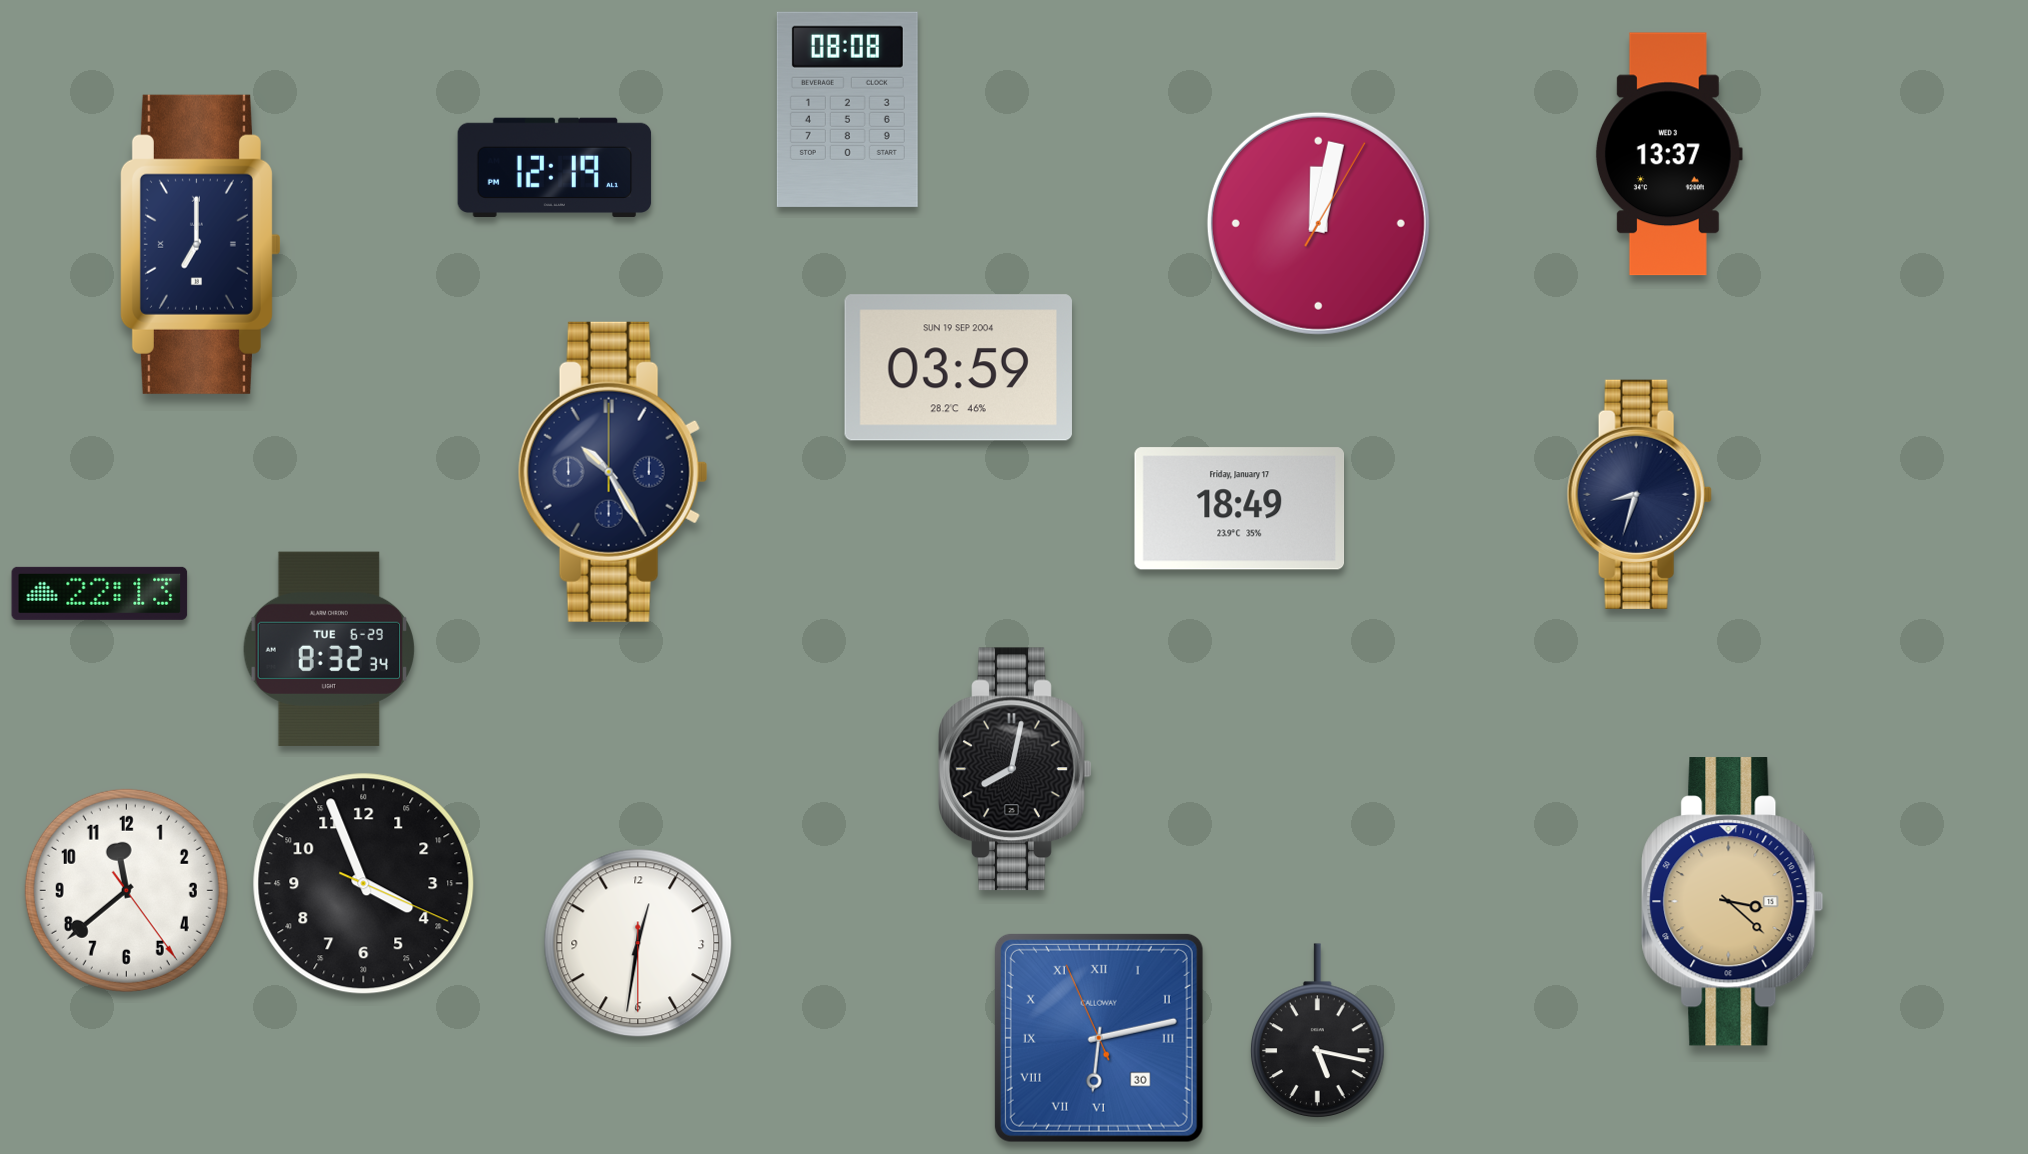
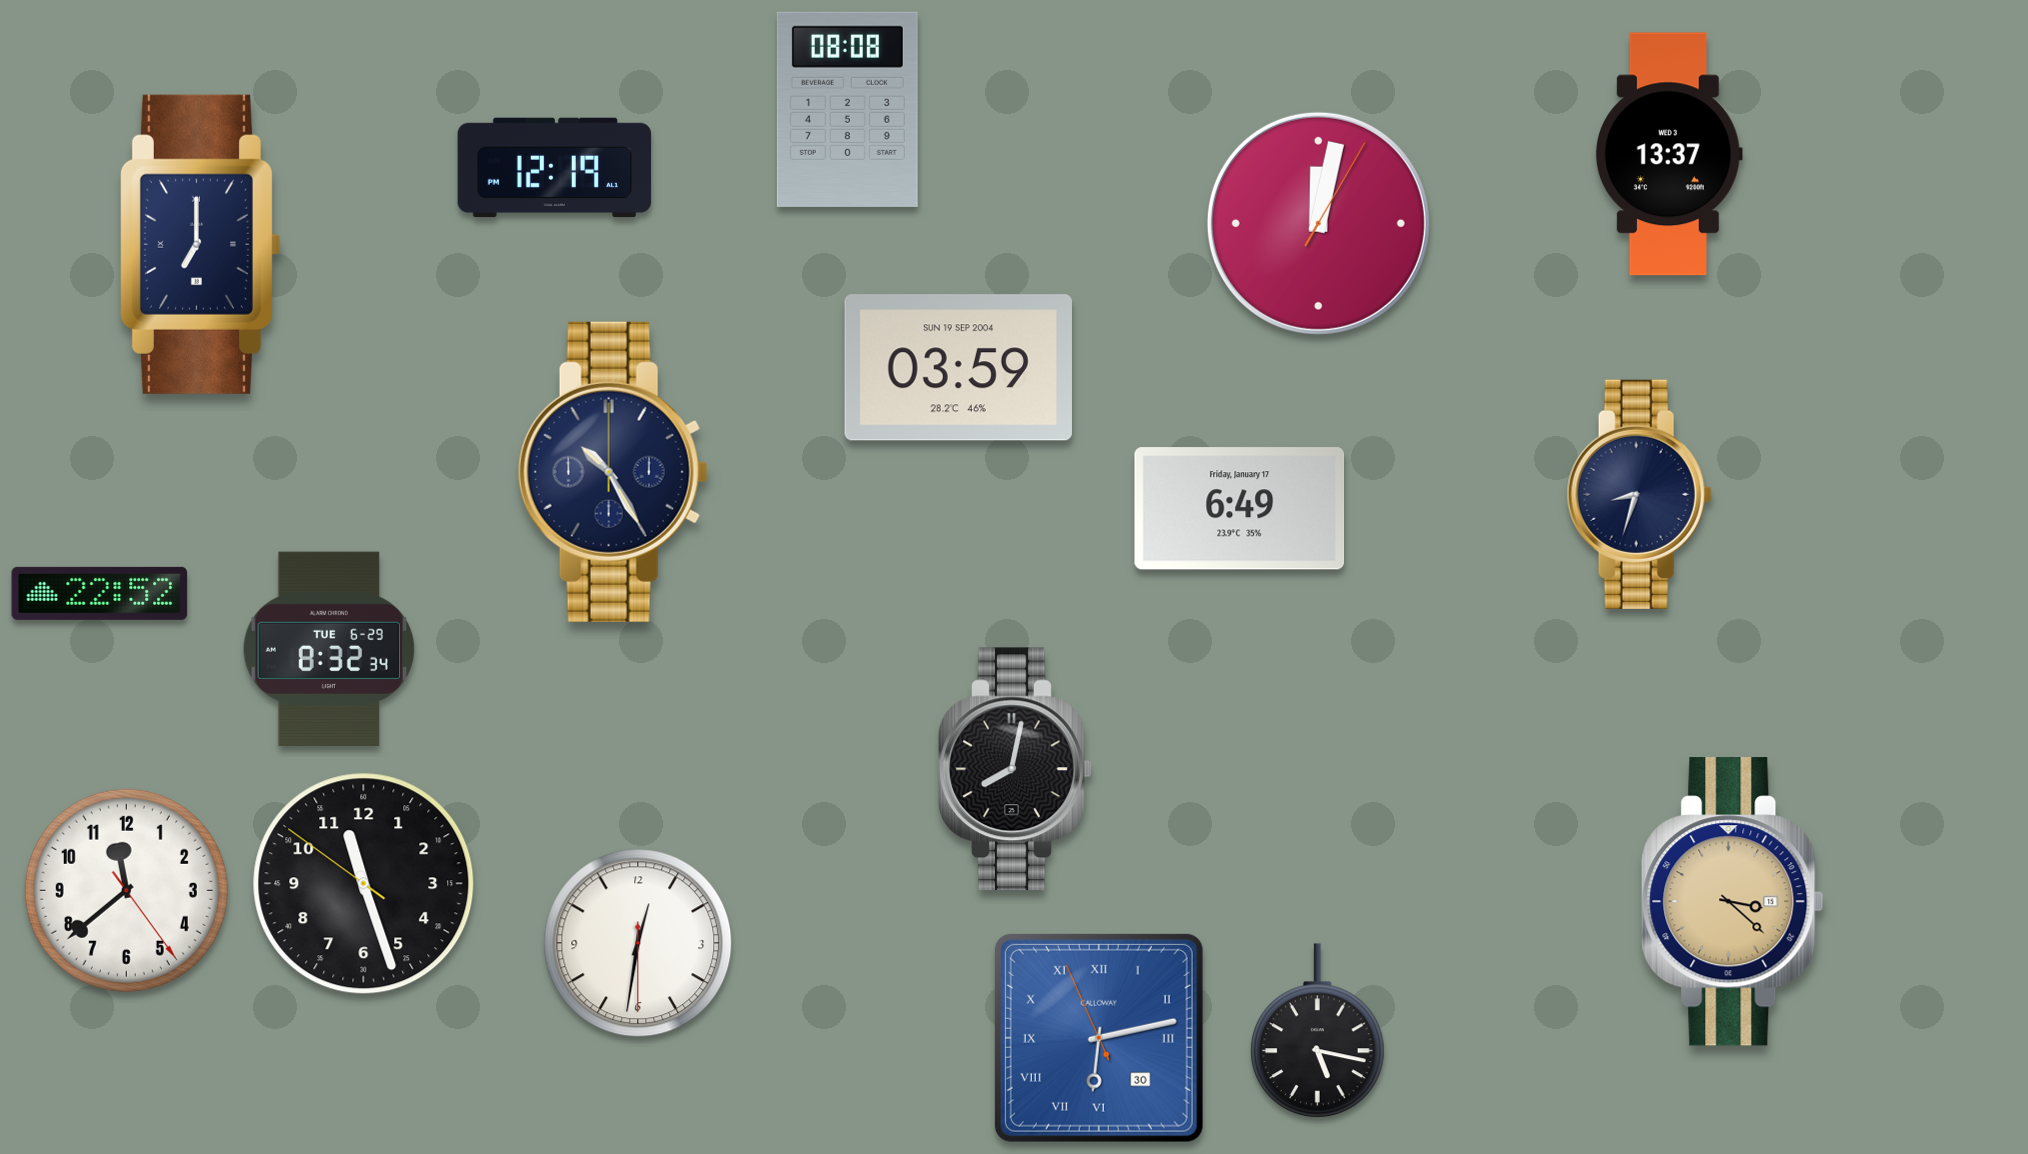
clock at (1239, 509): 18:49 -> 6:49
clock at (100, 593): 22:13 -> 22:52
clock at (364, 884): 3:56 -> 11:26
